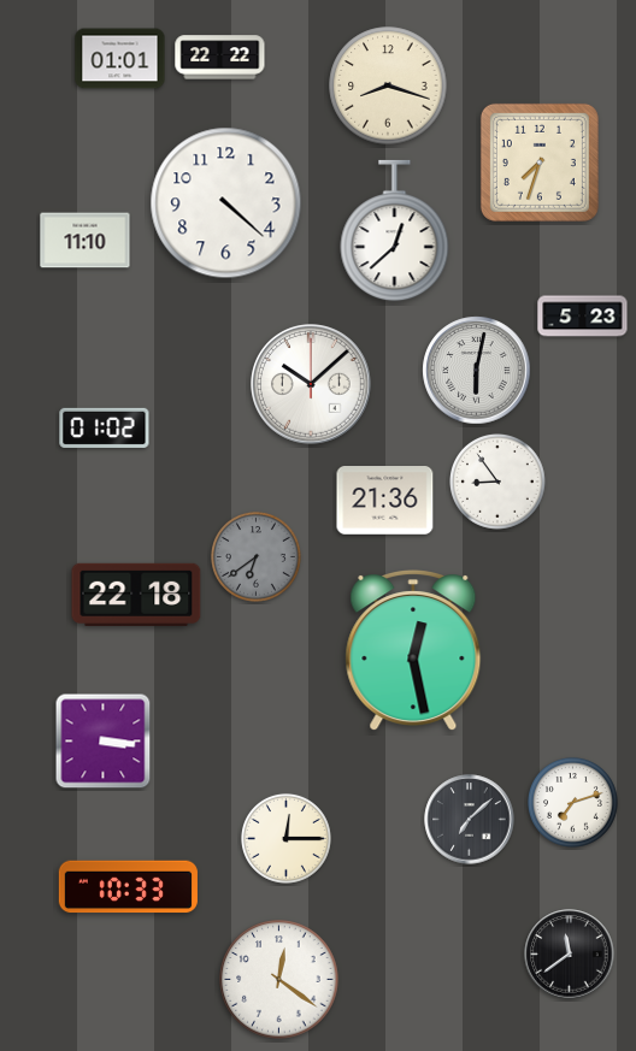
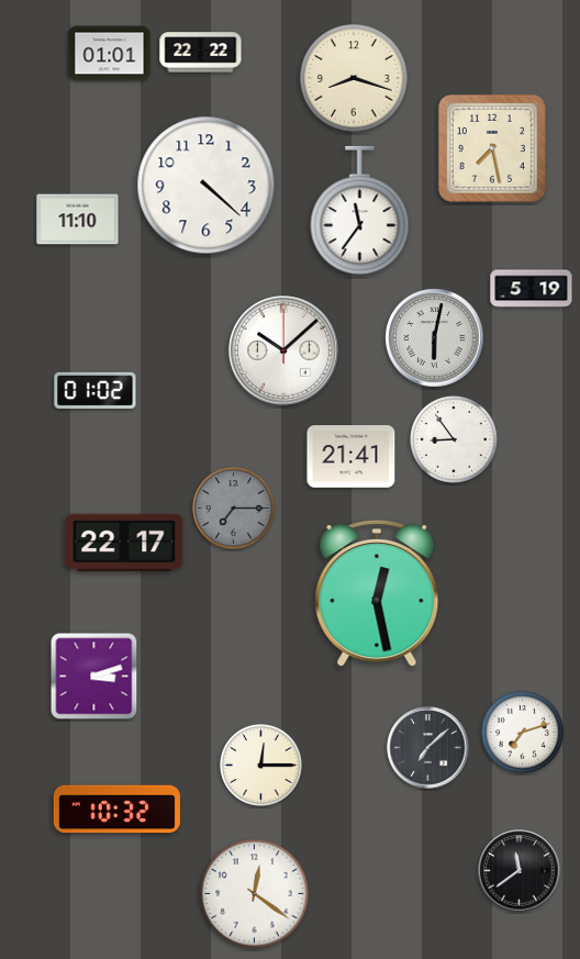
clock at (540, 163): 7:33 -> 7:28
clock at (395, 231): 12:38 -> 11:36
clock at (583, 317): 5:23 -> 5:19
clock at (385, 501): 21:36 -> 21:41
clock at (255, 556): 6:39 -> 7:15
clock at (136, 595): 22:18 -> 22:17
clock at (104, 742): 3:16 -> 3:12
clock at (128, 887): 10:33 -> 10:32
